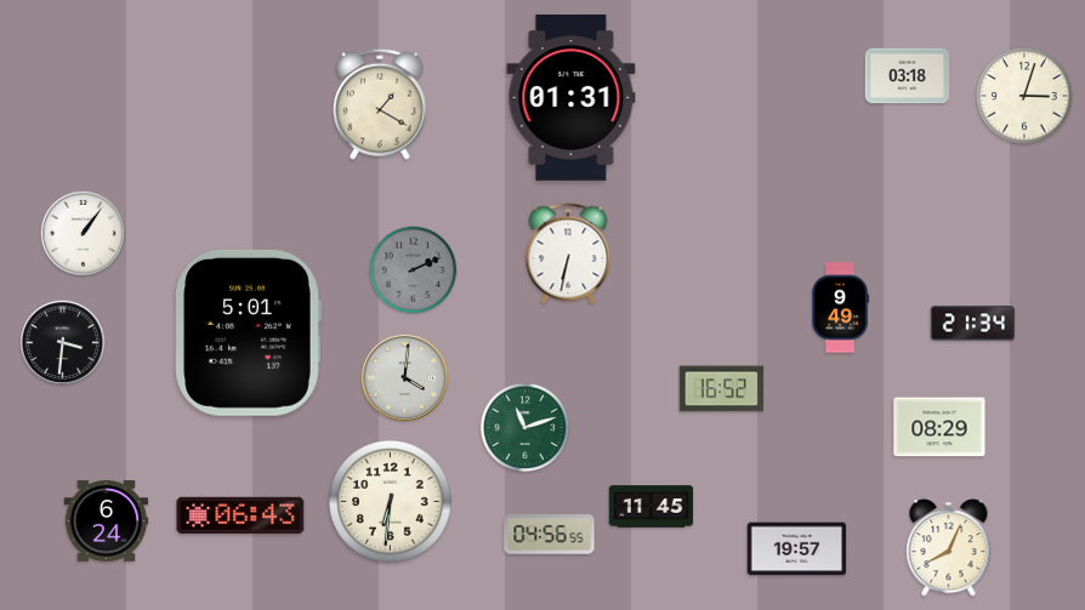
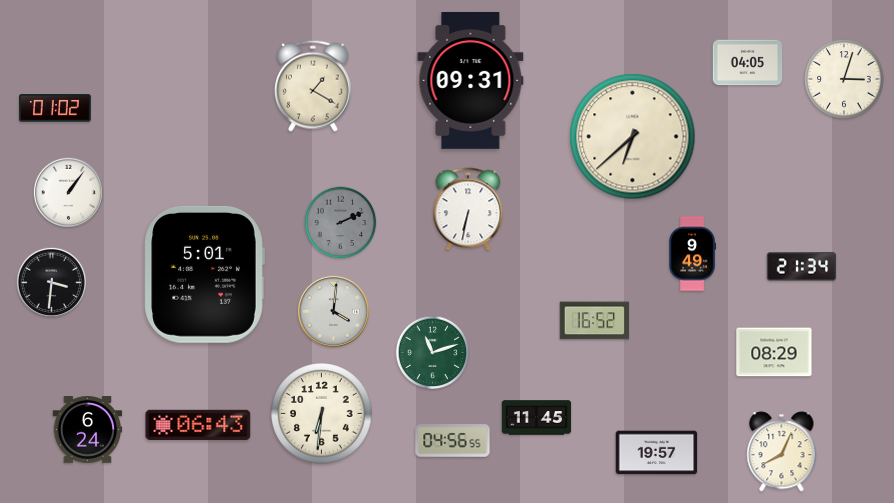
clock at (908, 76): 03:18 -> 04:05
clock at (572, 97): 01:31 -> 09:31
clock at (56, 108): none -> 01:02
clock at (633, 137): none -> 6:38
